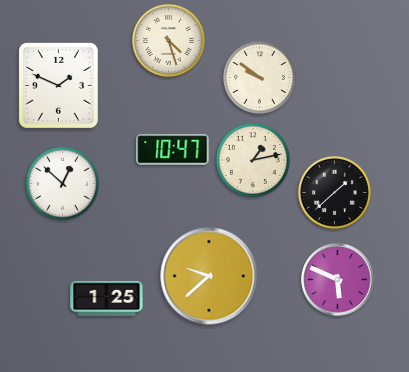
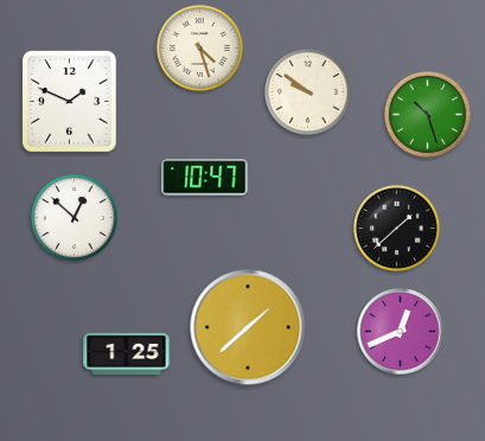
clock at (427, 114): none -> 10:27
clock at (253, 160): 1:13 -> none
clock at (209, 276): 9:38 -> 1:38
clock at (338, 280): 5:49 -> 12:41
